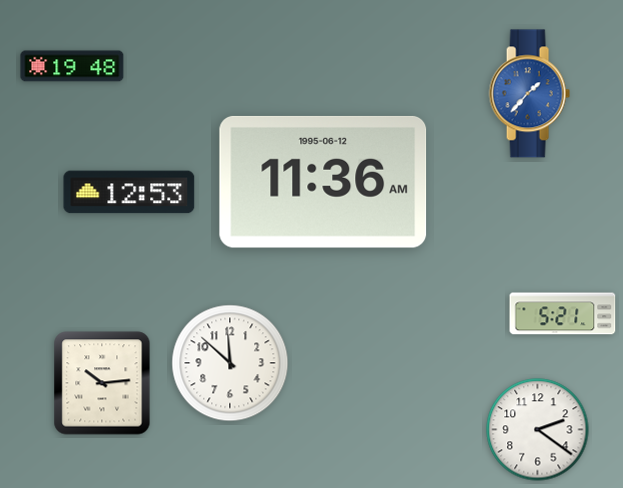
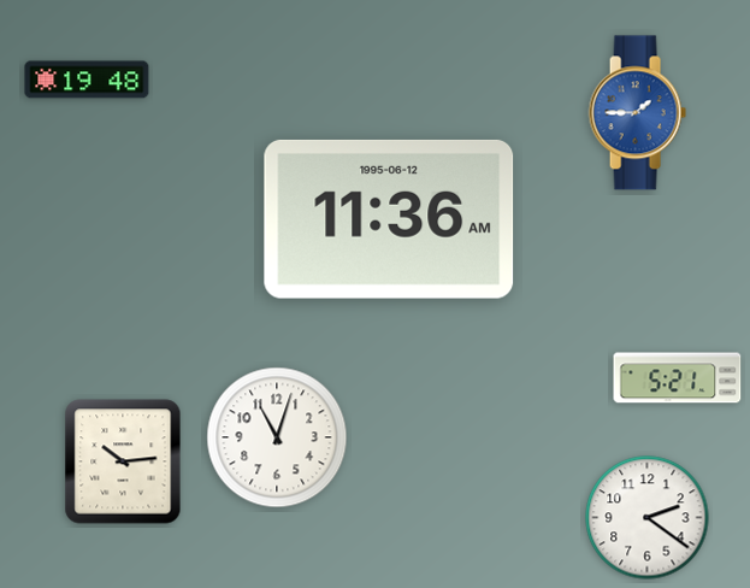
clock at (529, 94): 1:37 -> 1:45
clock at (129, 192): 12:53 -> none
clock at (230, 363): 11:52 -> 11:03
